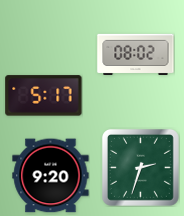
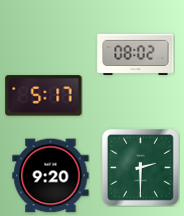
clock at (140, 167): 2:33 -> 2:30
